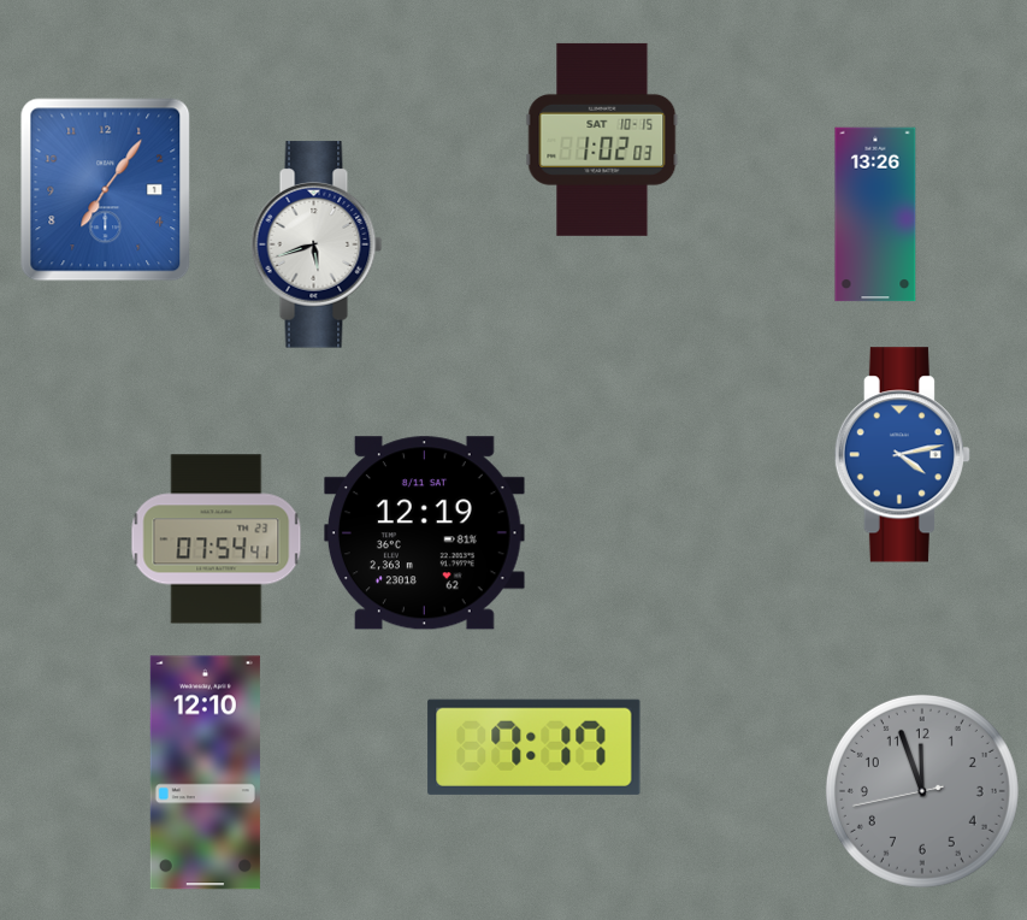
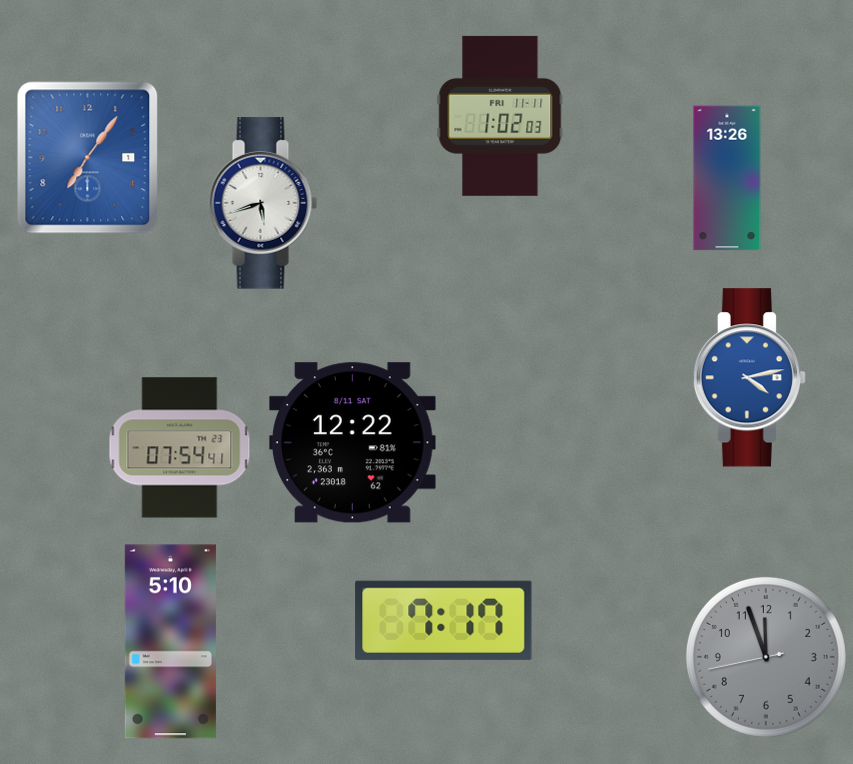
clock at (602, 140) date: SAT 10-15 -> FRI 11-11
clock at (424, 533): 12:19 -> 12:22
clock at (205, 773): 12:10 -> 5:10
